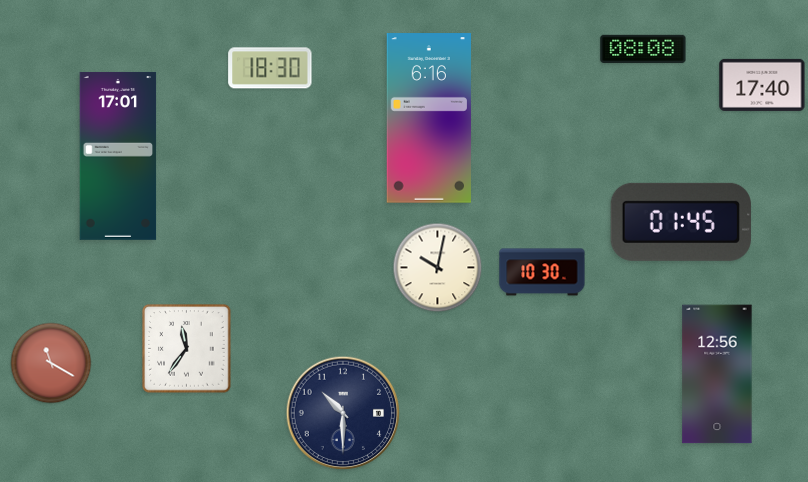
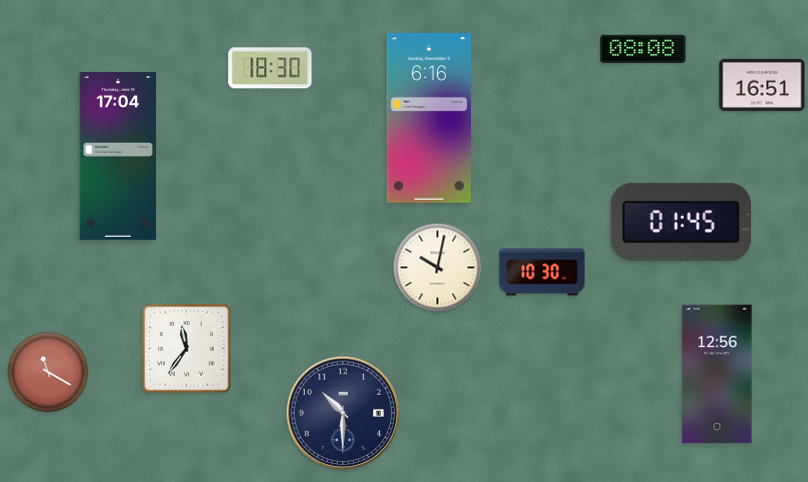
clock at (762, 85): 17:40 -> 16:51
clock at (118, 156): 17:01 -> 17:04
clock at (51, 363) position: (51, 363) -> (48, 372)
